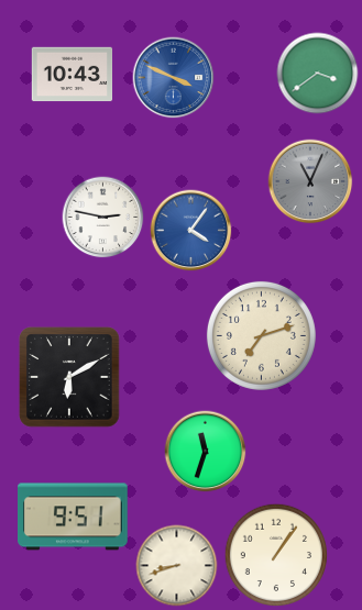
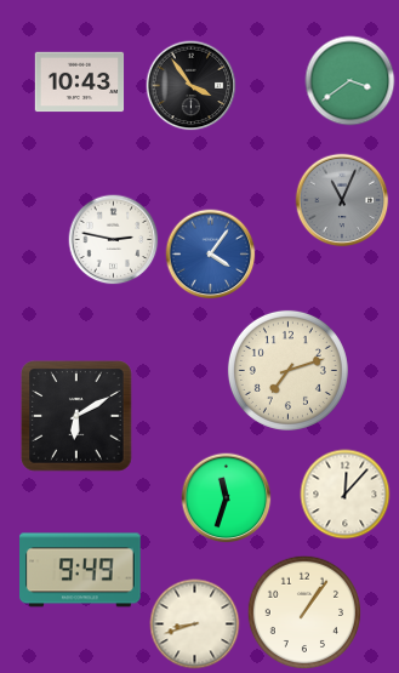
clock at (174, 78): 3:49 -> 3:54
clock at (174, 78) dial: blue -> black
clock at (346, 495): none -> 12:07
clock at (74, 517): 9:51 -> 9:49
